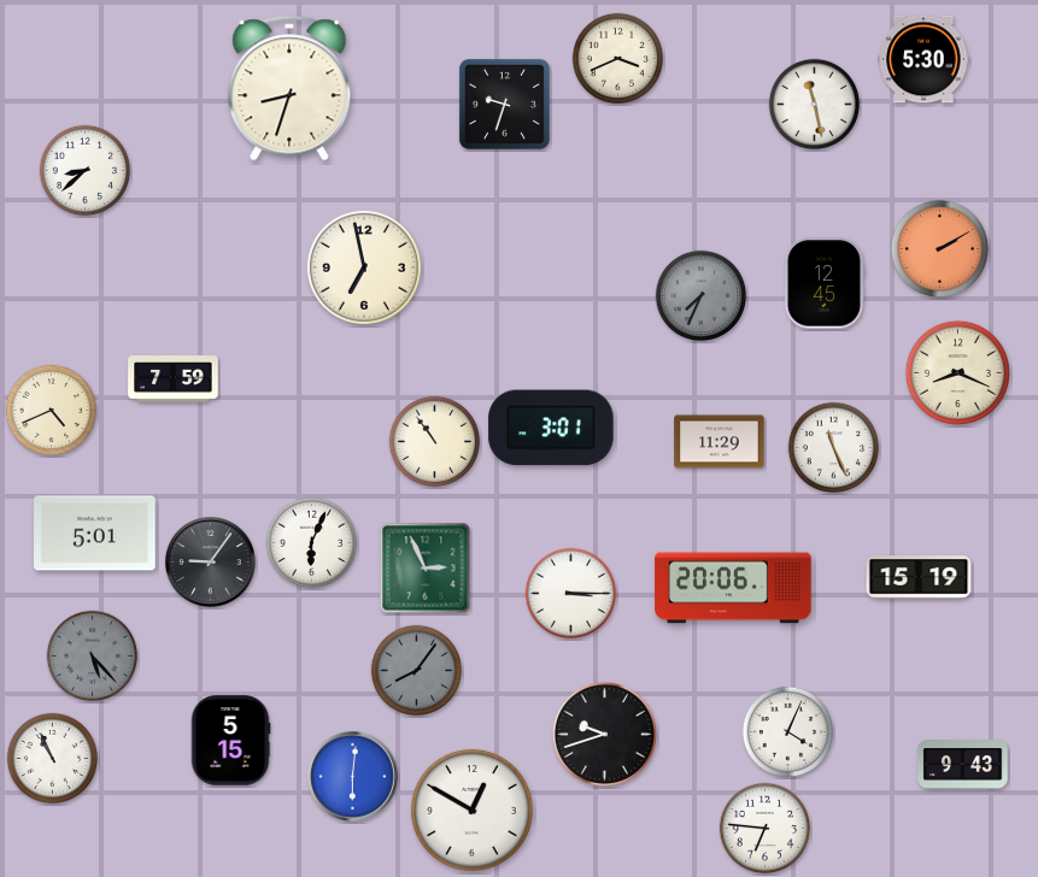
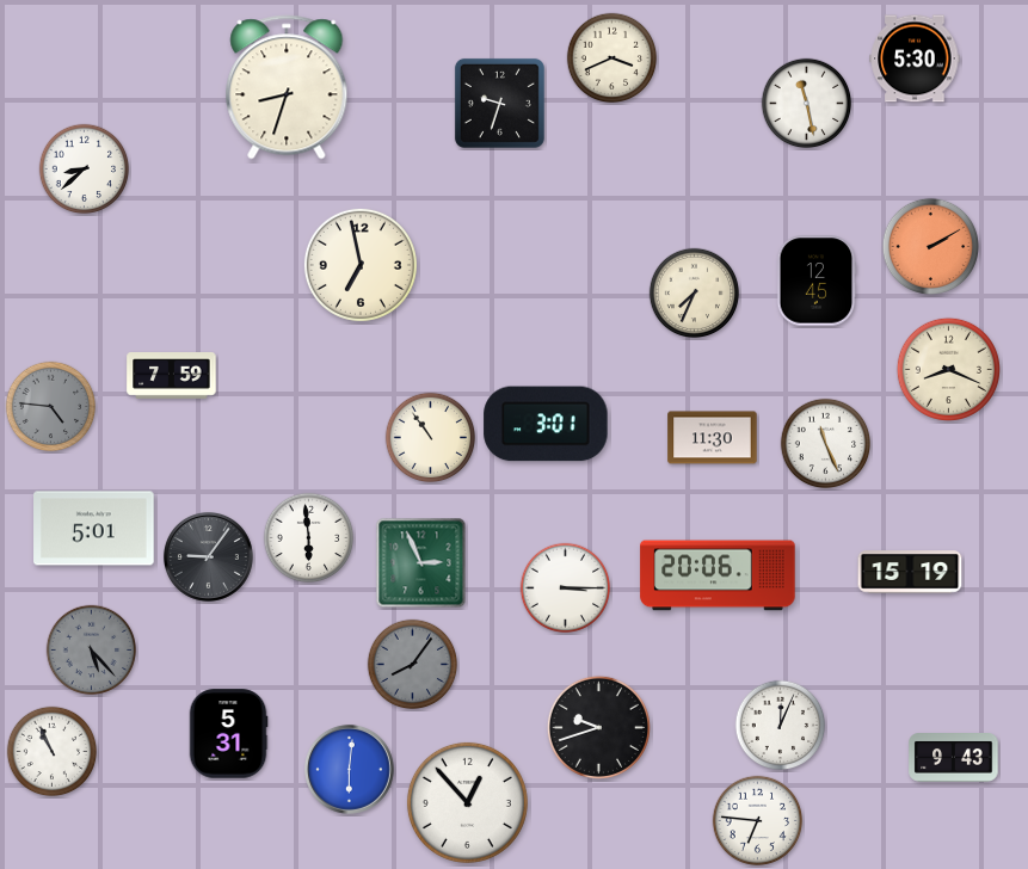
clock at (702, 296) dial: grey -> cream
clock at (52, 411): 4:41 -> 4:46
clock at (52, 411) dial: cream -> grey
clock at (720, 442): 11:29 -> 11:30
clock at (312, 543): 6:04 -> 5:59
clock at (733, 588) position: (733, 588) -> (718, 575)
clock at (788, 732): 4:04 -> 12:04
clock at (230, 741): 5:15 -> 5:31
clock at (471, 810): 12:50 -> 12:53
